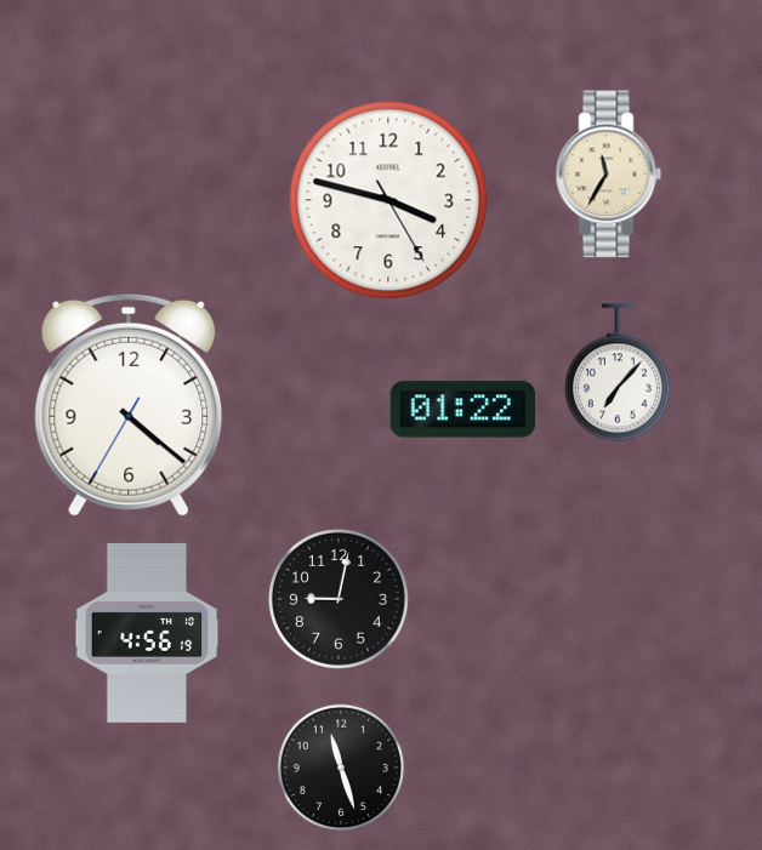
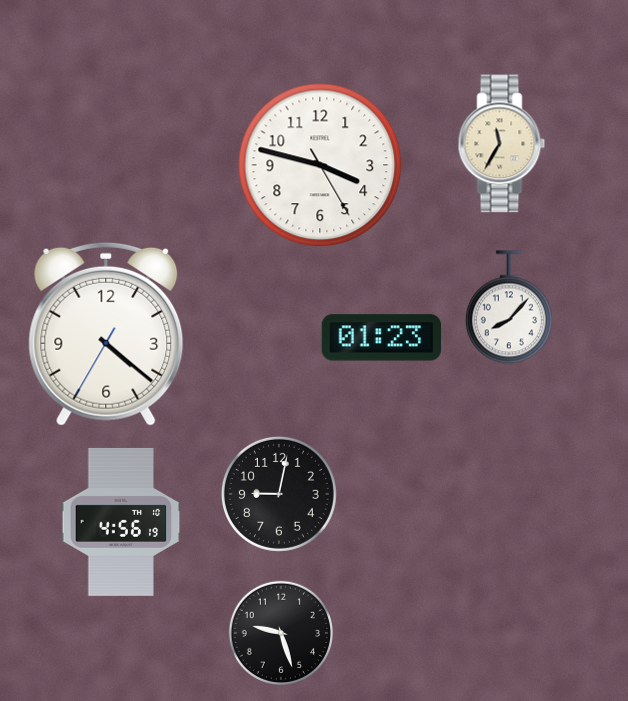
clock at (618, 372): 7:07 -> 8:07
clock at (464, 410): 01:22 -> 01:23
clock at (340, 766): 11:27 -> 9:27
